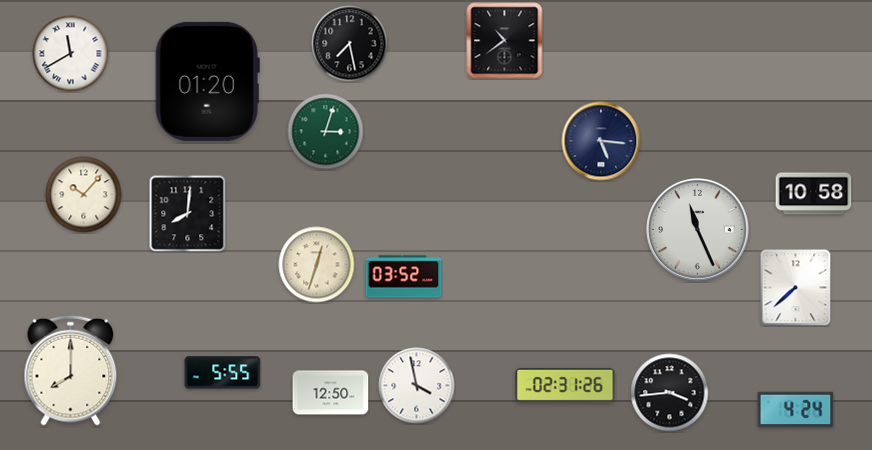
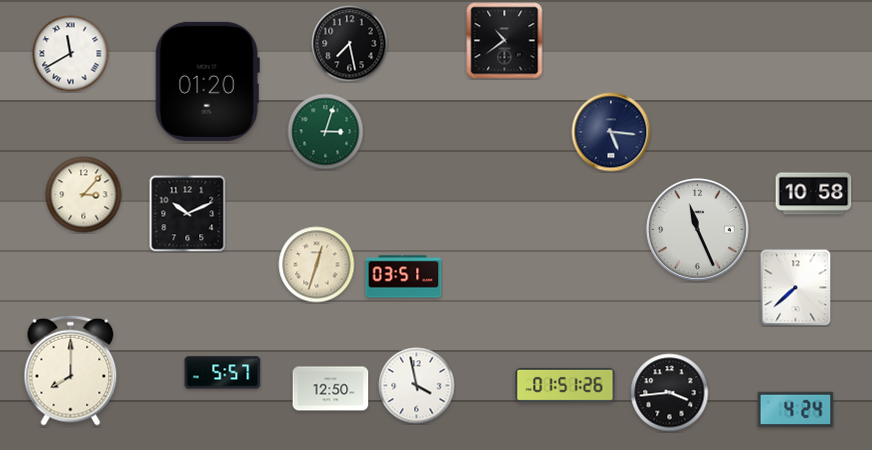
clock at (601, 141) position: (601, 141) -> (611, 132)
clock at (84, 195): 10:07 -> 3:07
clock at (188, 214): 8:01 -> 10:11
clock at (404, 277): 03:52 -> 03:51
clock at (223, 373): 5:55 -> 5:57
clock at (565, 385): 02:31 -> 01:51
clock at (331, 393) position: (331, 393) -> (331, 389)
